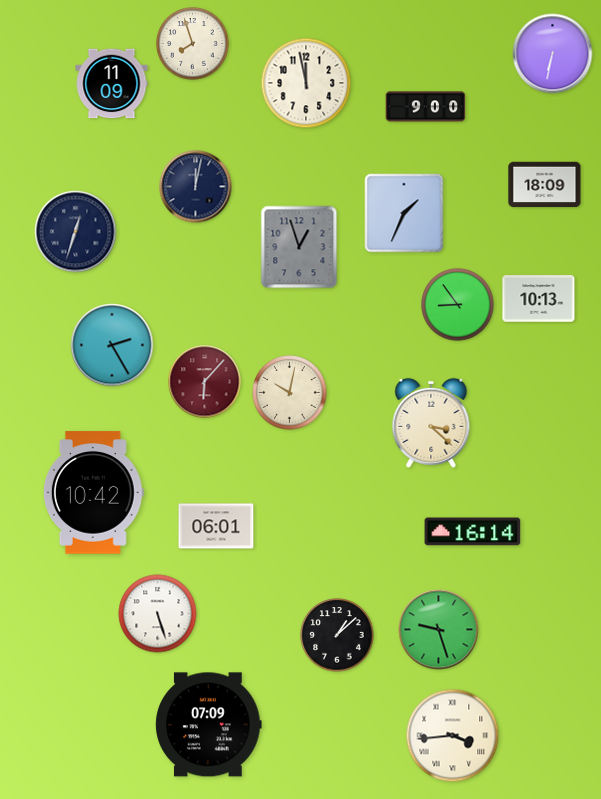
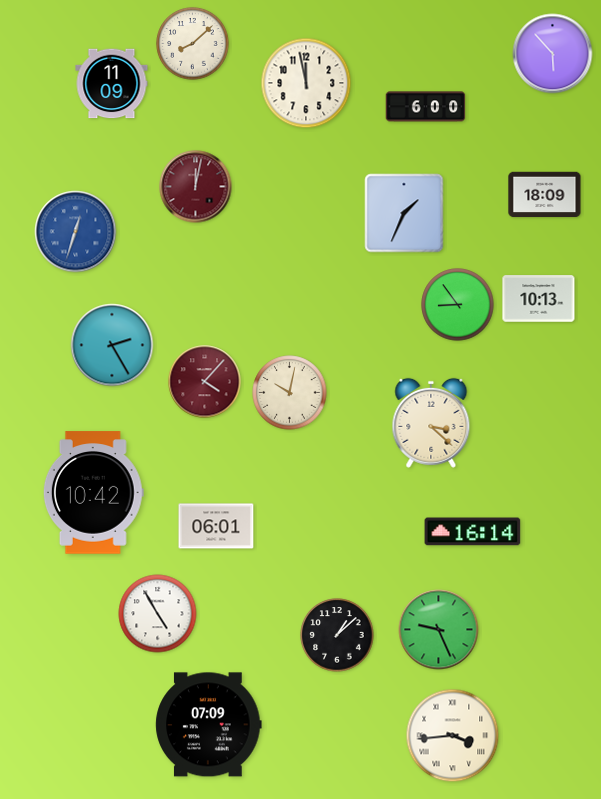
clock at (193, 44): 7:57 -> 8:08
clock at (553, 54): 6:32 -> 5:53
clock at (426, 107): 9:00 -> 6:00
clock at (545, 185) position: (545, 185) -> (545, 195)
clock at (196, 187) dial: navy -> burgundy
clock at (76, 232) dial: navy -> blue
clock at (299, 247): 12:57 -> none
clock at (205, 382): 6:07 -> 4:07
clock at (158, 614): 5:27 -> 4:55
clock at (439, 630): 9:27 -> 9:26
